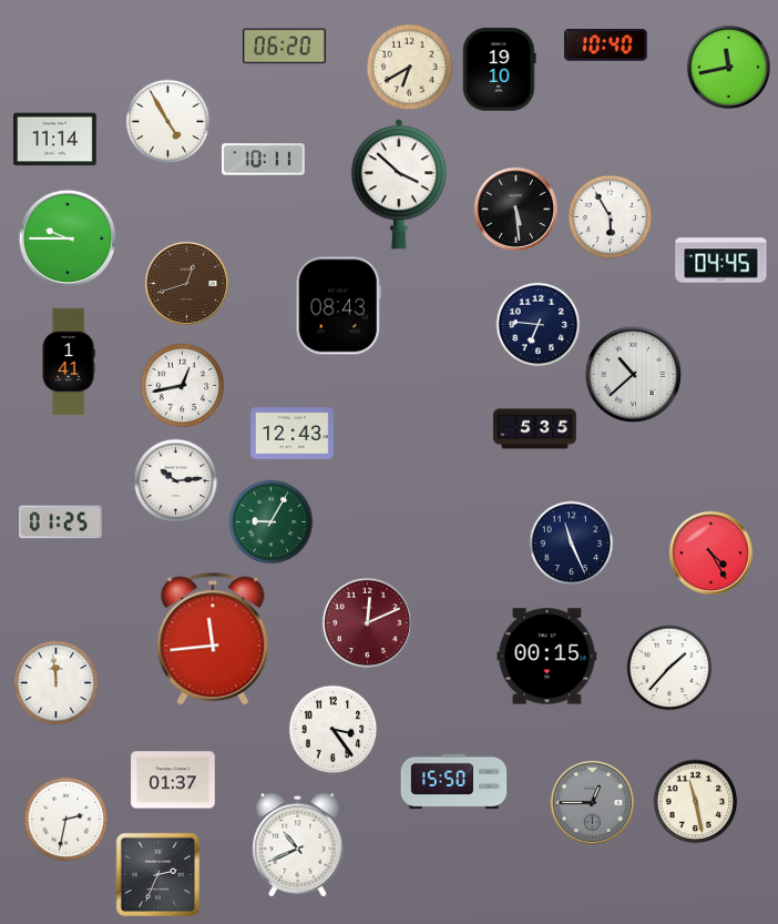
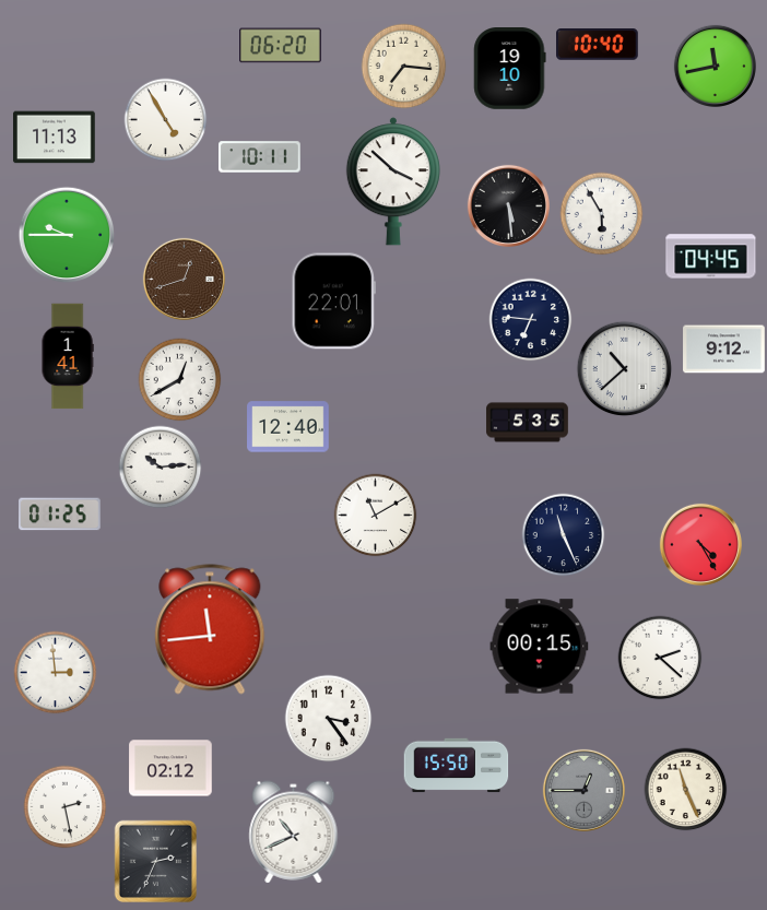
clock at (728, 67) position: (728, 67) -> (715, 66)
clock at (410, 68): 6:40 -> 7:16
clock at (500, 70) position: (500, 70) -> (510, 69)
clock at (55, 140): 11:14 -> 11:13
clock at (338, 306): 08:43 -> 22:01
clock at (724, 350): none -> 9:12
clock at (183, 386): 12:43 -> 12:40
clock at (293, 434): 12:43 -> 12:40
clock at (176, 481) position: (176, 481) -> (161, 468)
clock at (272, 522): 9:05 -> none
clock at (376, 516): none -> 11:10
clock at (367, 622): 12:11 -> none
clock at (669, 668): 1:37 -> 2:22
clock at (57, 683): 11:59 -> 2:59
clock at (173, 780): 01:37 -> 02:12
clock at (454, 782) position: (454, 782) -> (457, 766)
clock at (696, 802): 11:28 -> 11:26
clock at (66, 820): 2:32 -> 2:28
